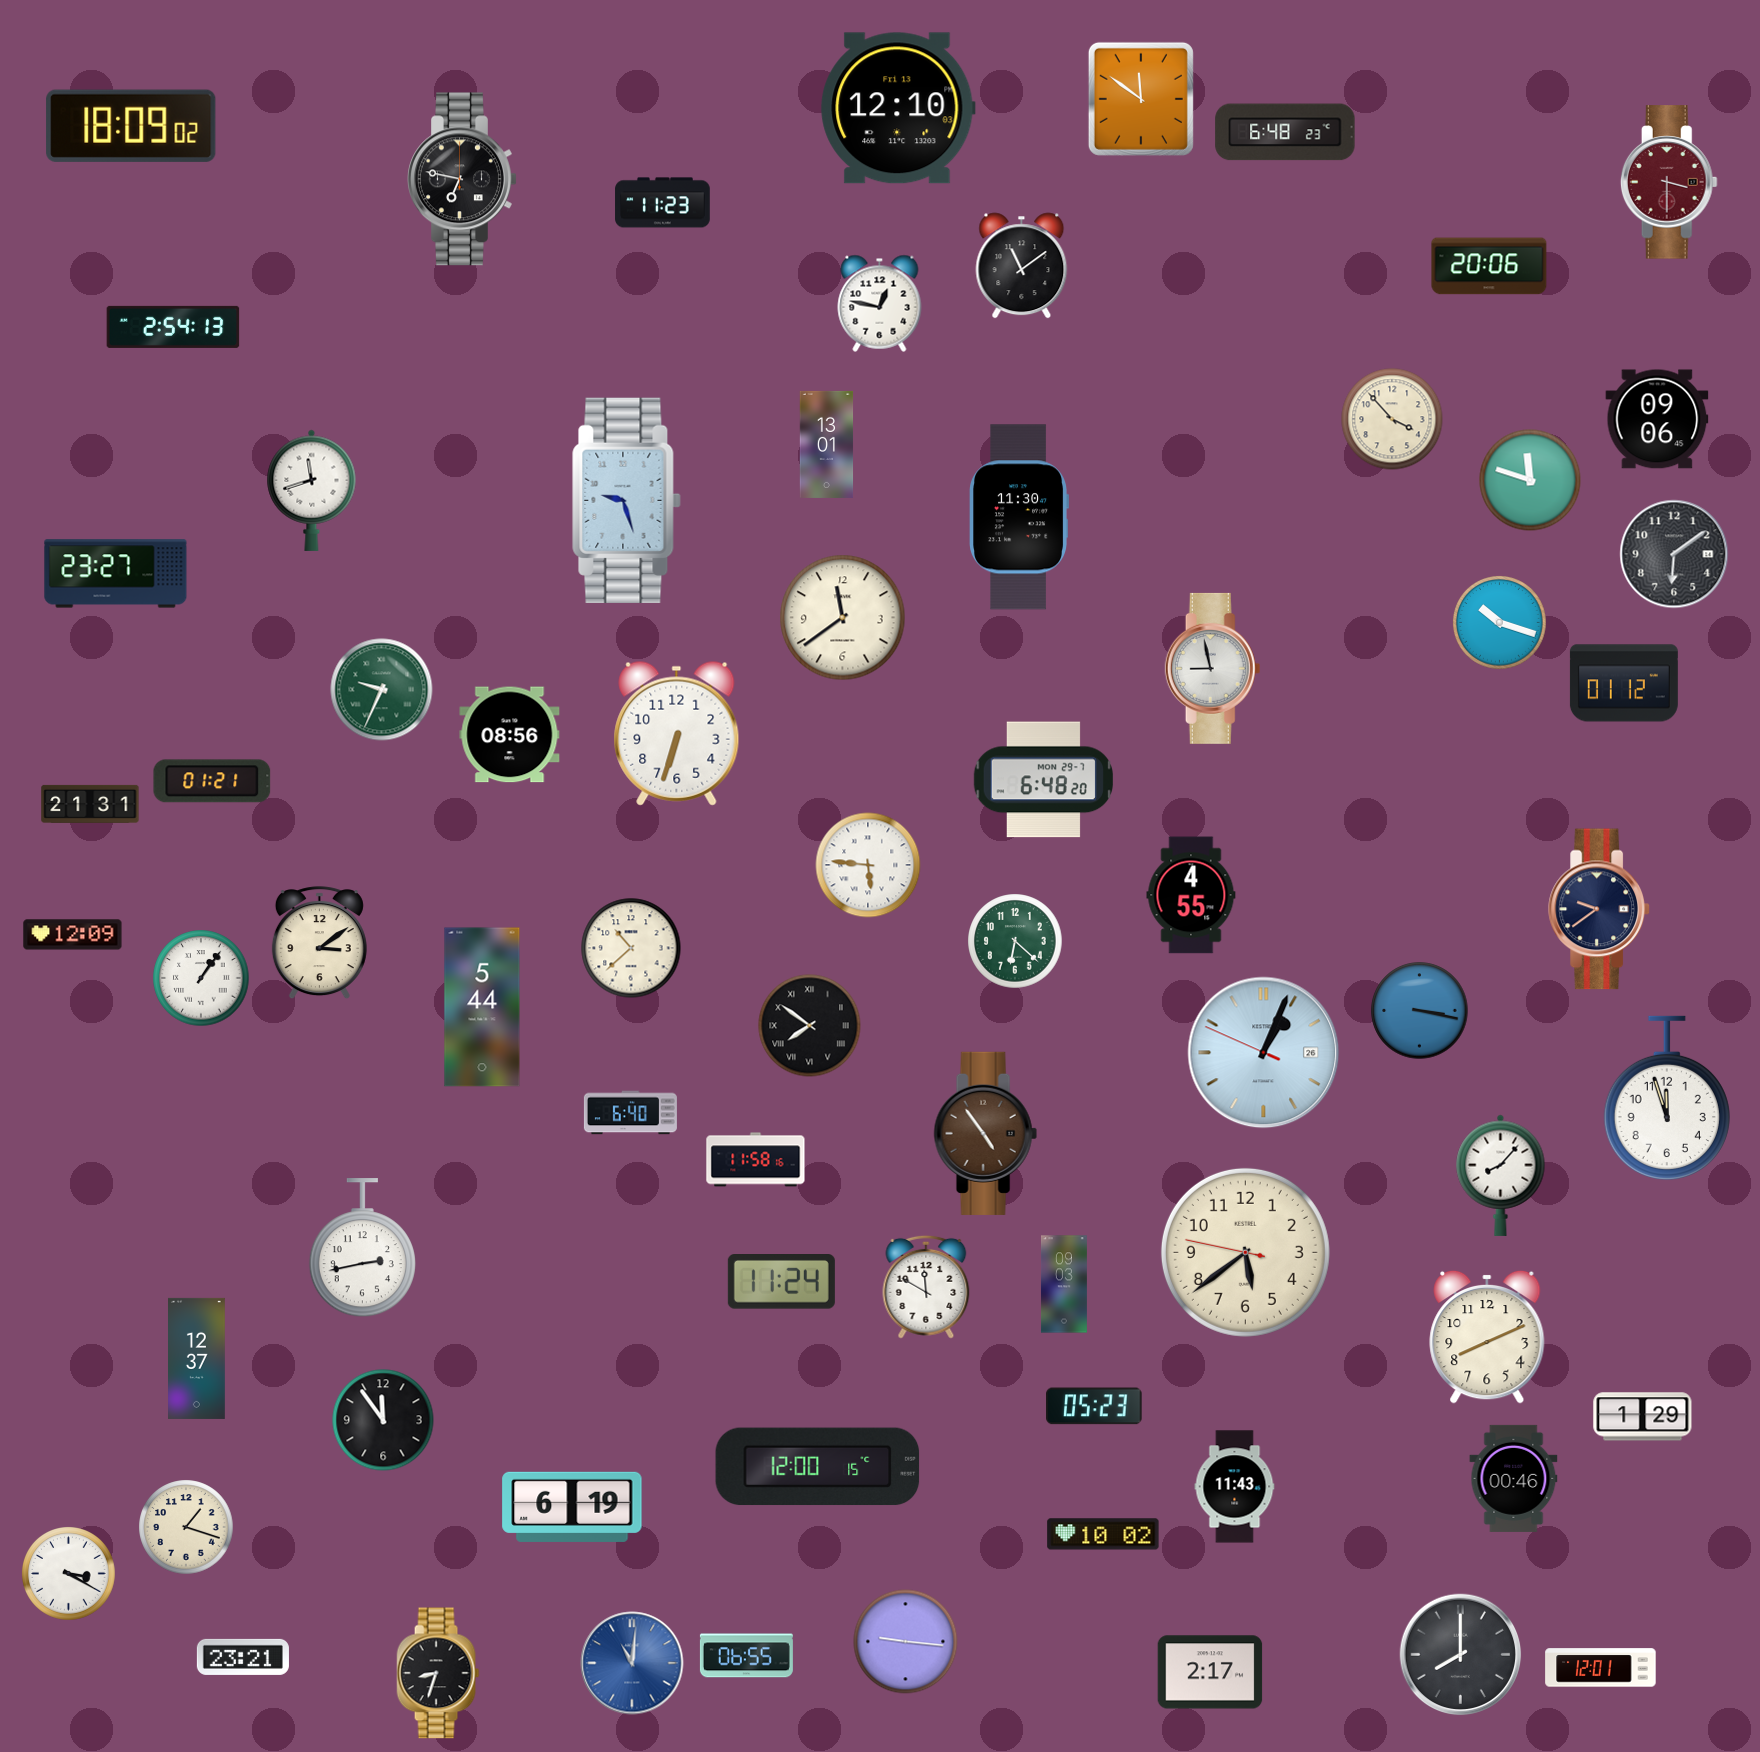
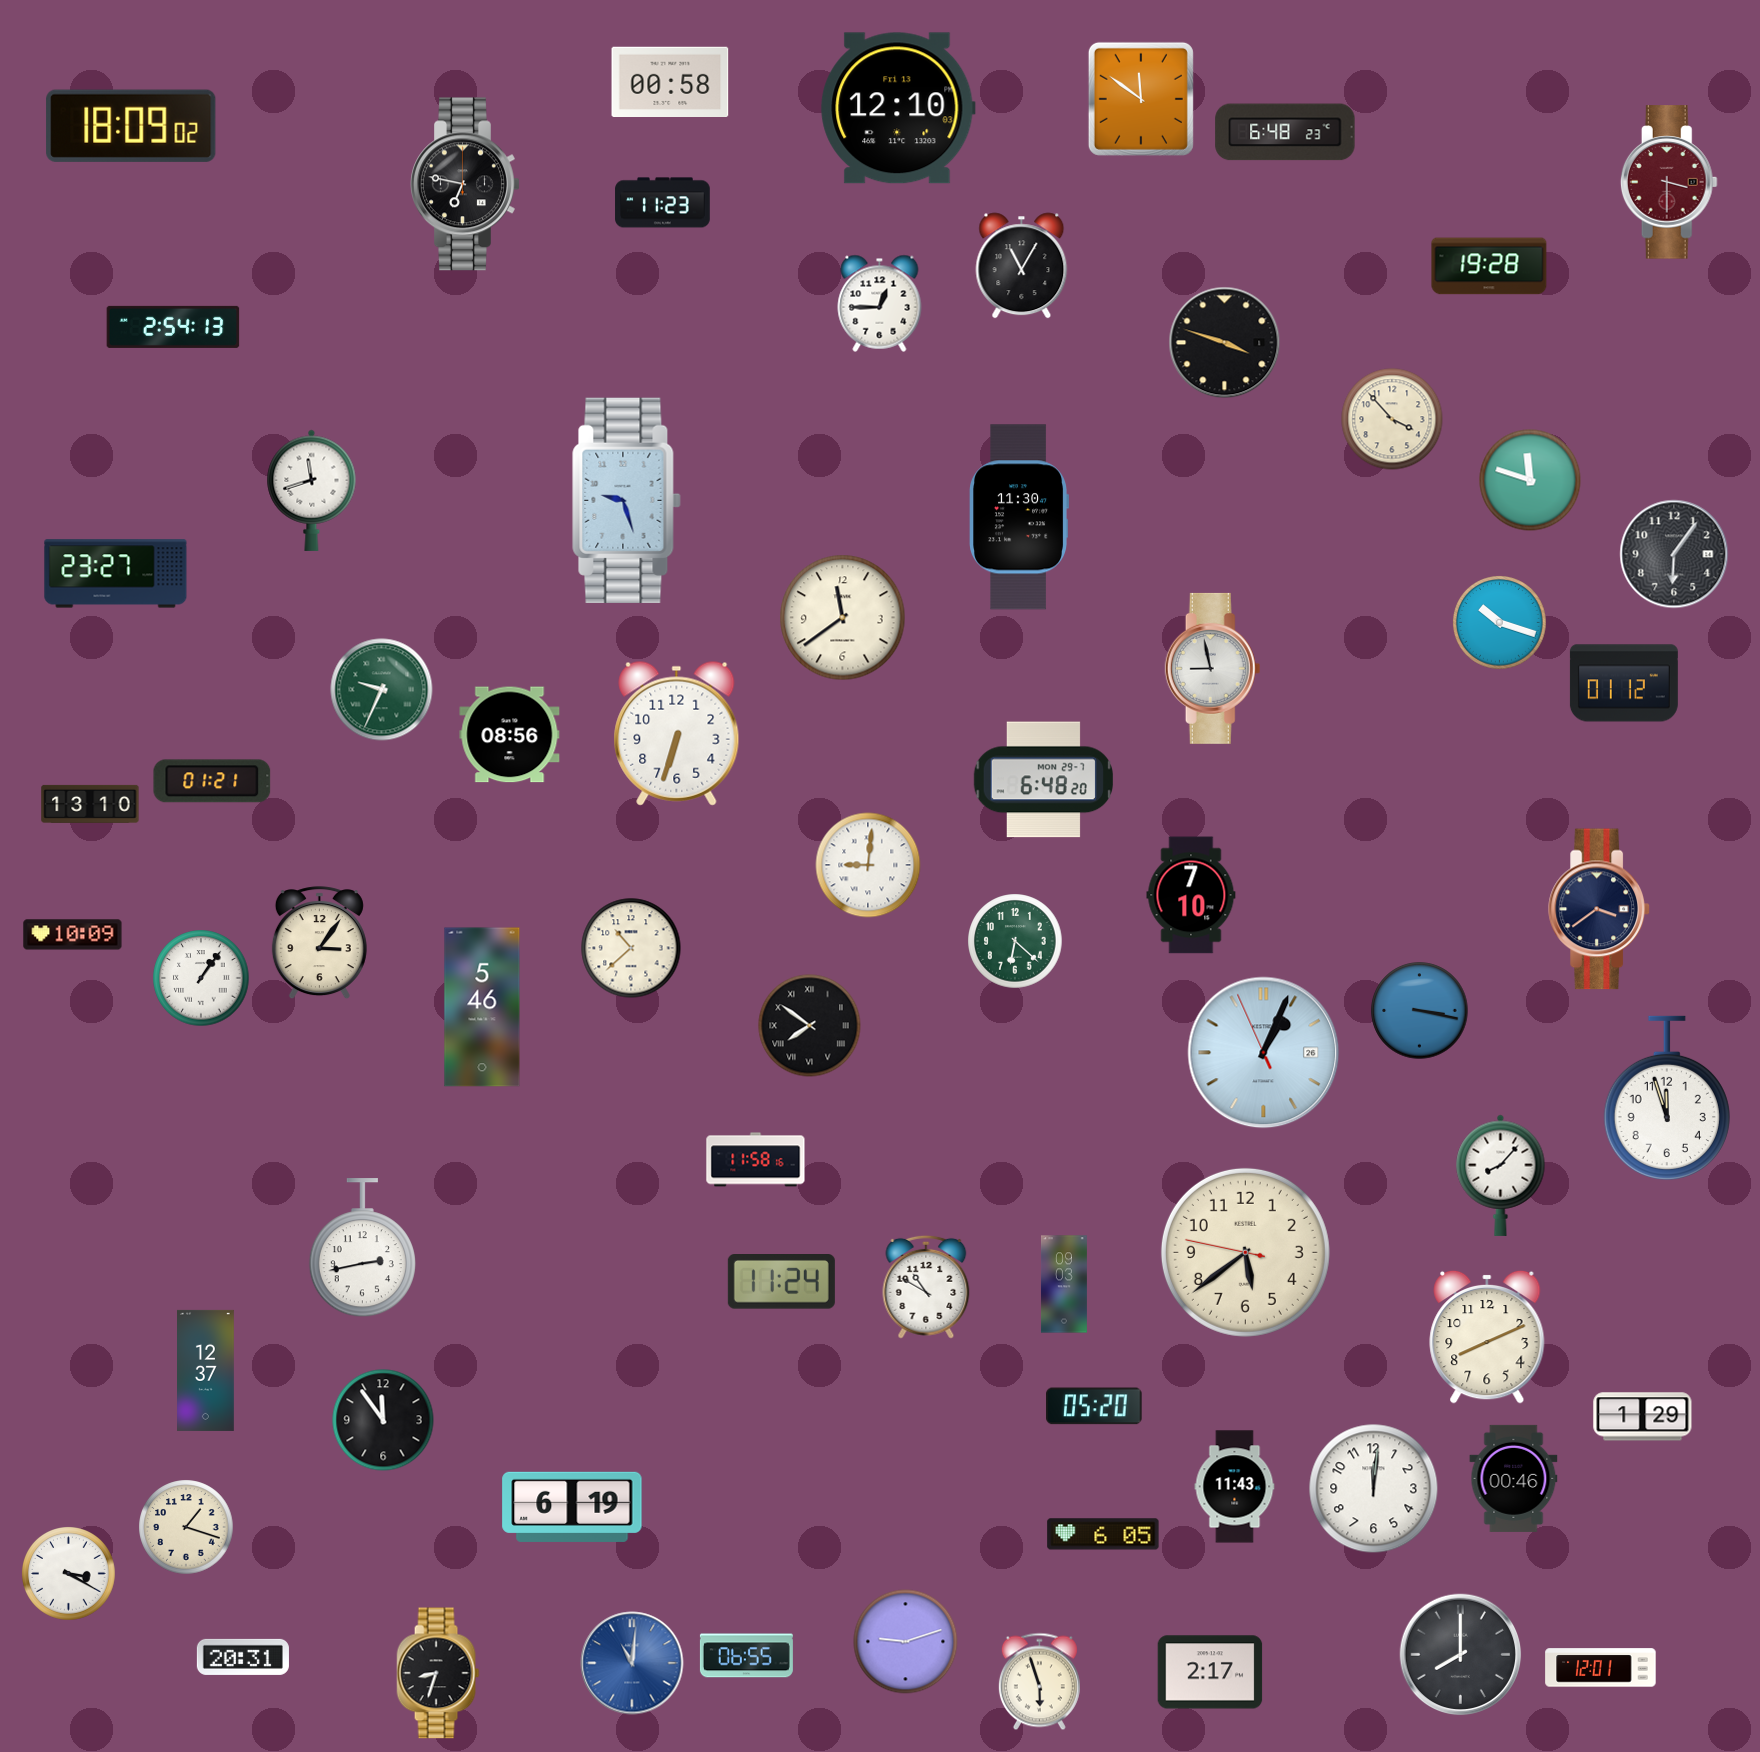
clock at (670, 81): none -> 00:58
clock at (462, 179) position: (462, 179) -> (465, 184)
clock at (1022, 266): 11:09 -> 11:05
clock at (1489, 266): 20:06 -> 19:28
clock at (880, 303): 12:47 -> 12:45
clock at (1225, 343): none -> 3:48
clock at (1657, 419): 09:06 -> none
clock at (827, 444): 13:01 -> none
clock at (1674, 554): 6:09 -> 6:06
clock at (90, 804): 21:31 -> 13:10
clock at (868, 865): 5:46 -> 9:01
clock at (1191, 895): 4:55 -> 7:10
clock at (1599, 909): 9:39 -> 3:39
clock at (73, 935): 12:09 -> 10:09
clock at (319, 943): 3:09 -> 3:06
clock at (482, 1007): 5:44 -> 5:46
clock at (1264, 1053): 1:03:49 -> 1:03:56
clock at (630, 1113): 6:40 -> none
clock at (985, 1133): 4:54 -> none
clock at (926, 1287): 11:50 -> 10:50
clock at (197, 1358) position: (197, 1358) -> (206, 1370)
clock at (1094, 1406): 05:23 -> 05:20
clock at (818, 1467): 12:00 -> none
clock at (1374, 1489): none -> 12:01
clock at (1103, 1534): 10:02 -> 6:05
clock at (906, 1642): 9:16 -> 9:12
clock at (243, 1657): 23:21 -> 20:31
clock at (1039, 1682): none -> 5:57
